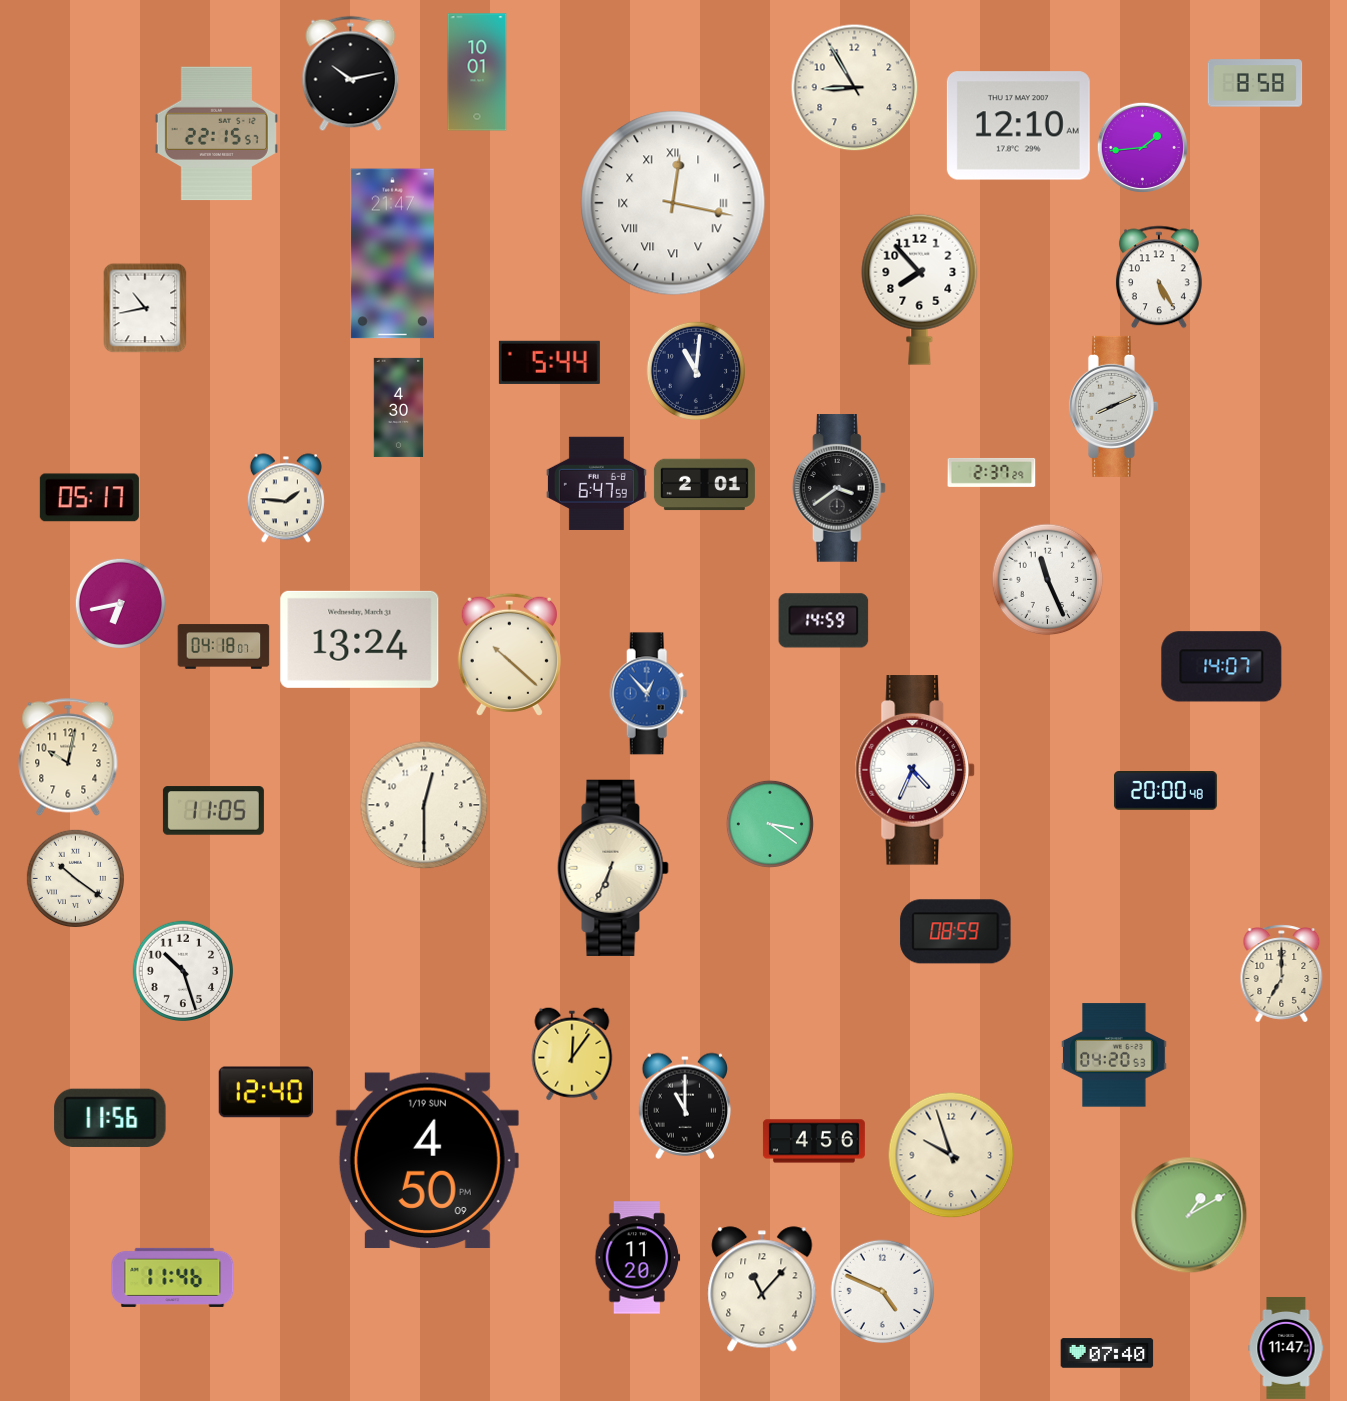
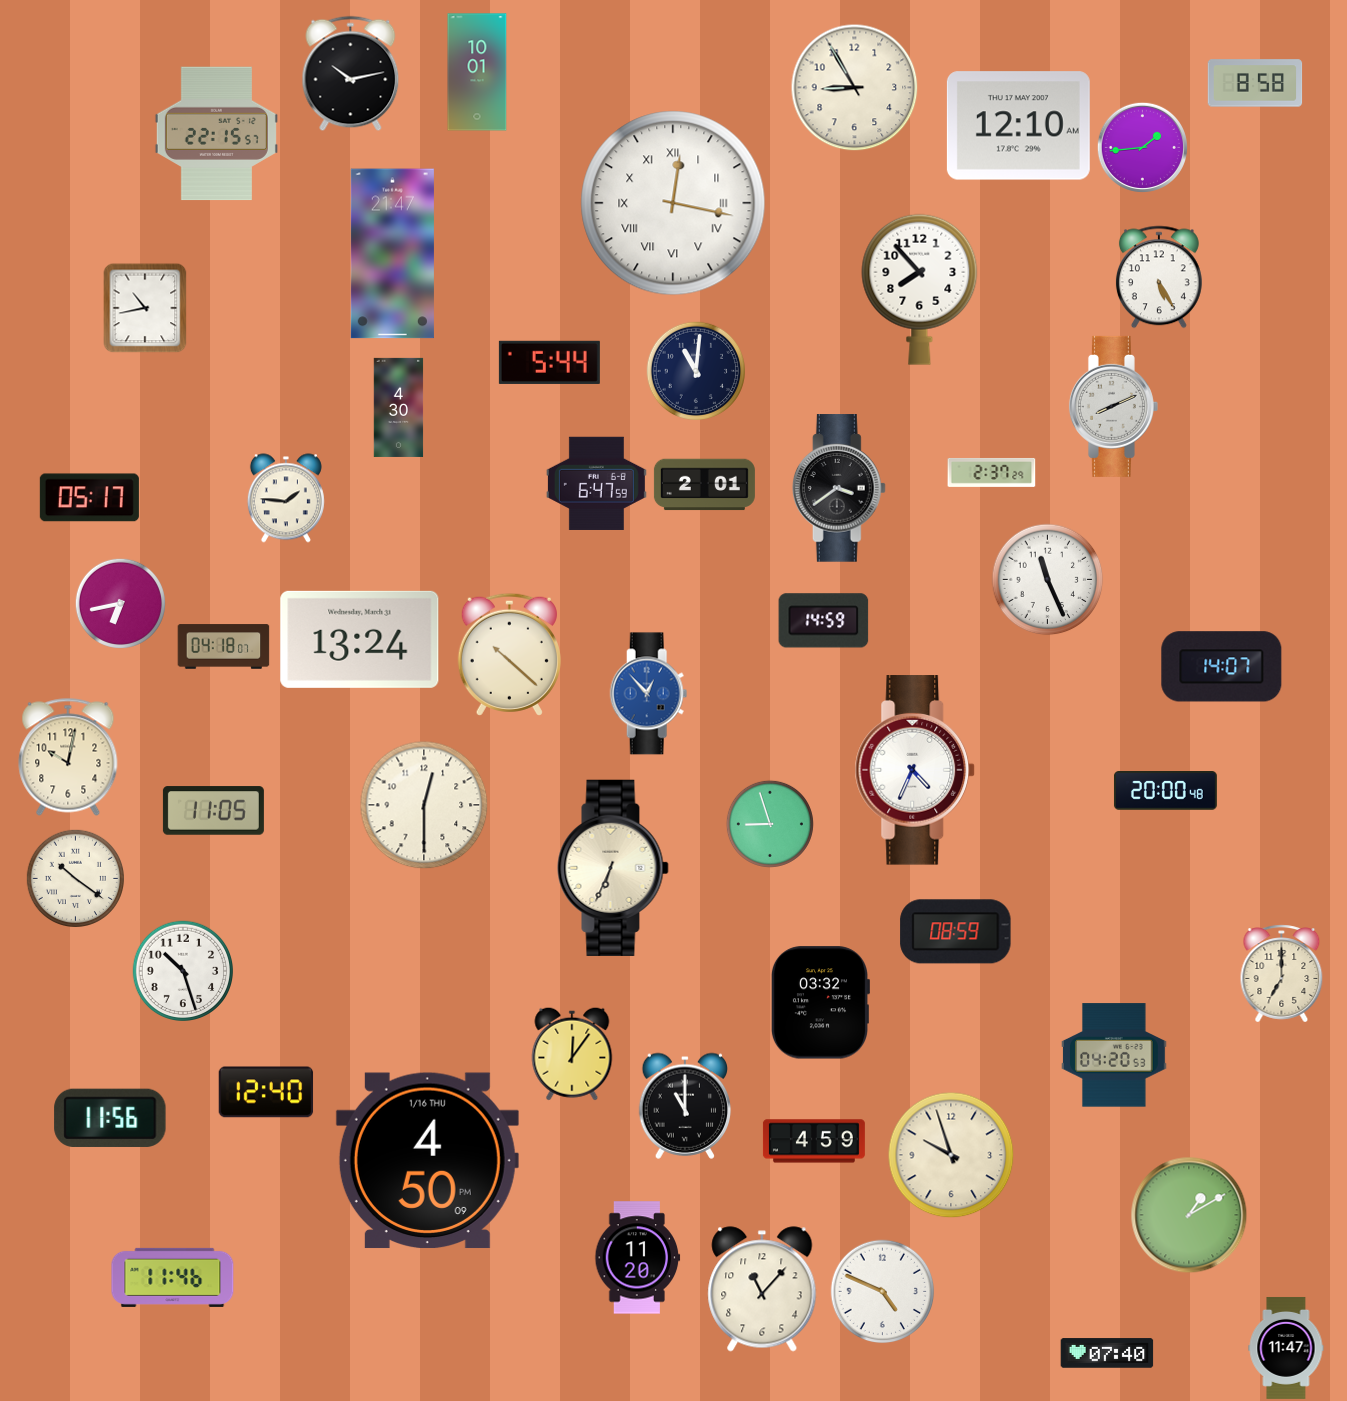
clock at (770, 824): 3:21 -> 8:57
clock at (819, 1003): none -> 03:32
clock at (814, 1141): 4:56 -> 4:59
clock at (427, 1161) date: 1/19 SUN -> 1/16 THU
